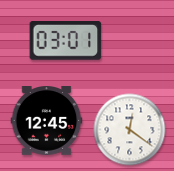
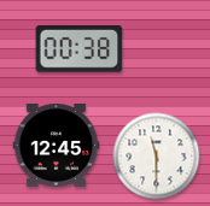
clock at (66, 41): 03:01 -> 00:38
clock at (130, 130): 12:21 -> 11:30
